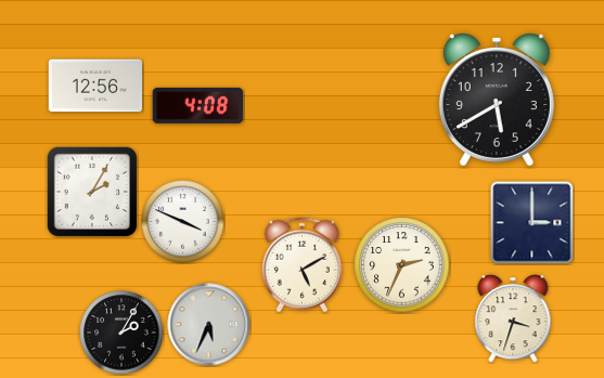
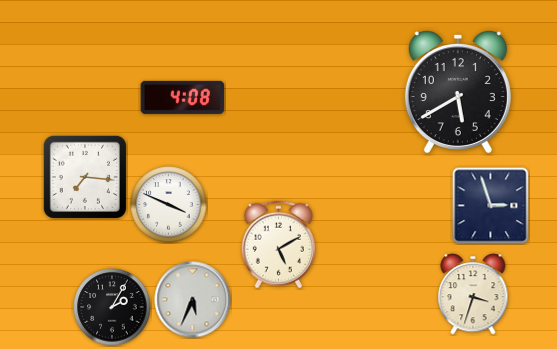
clock at (94, 86): 12:56 -> none
clock at (92, 192): 2:05 -> 7:16
clock at (532, 223): 3:00 -> 2:57
clock at (402, 265): 2:34 -> none
